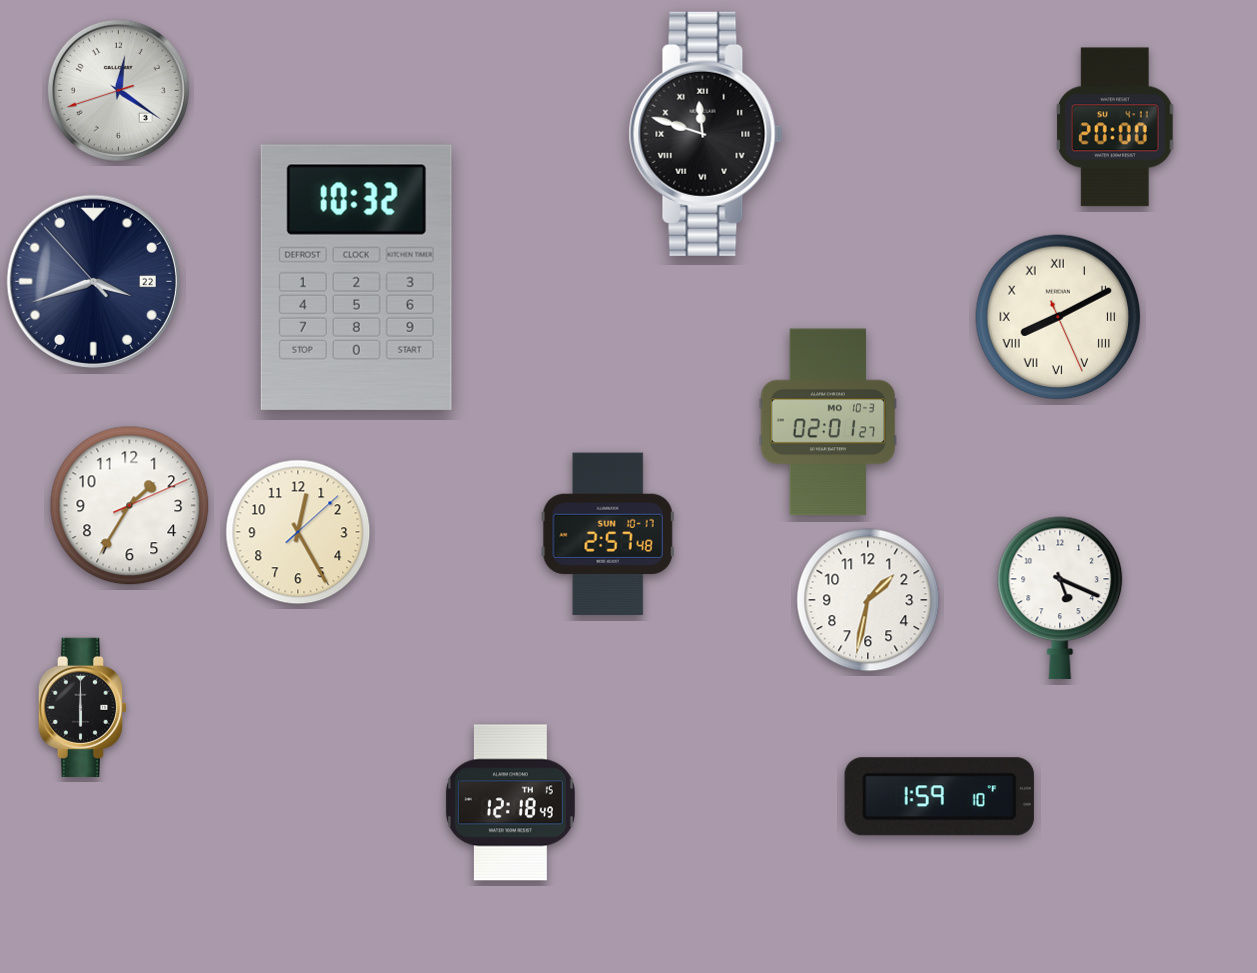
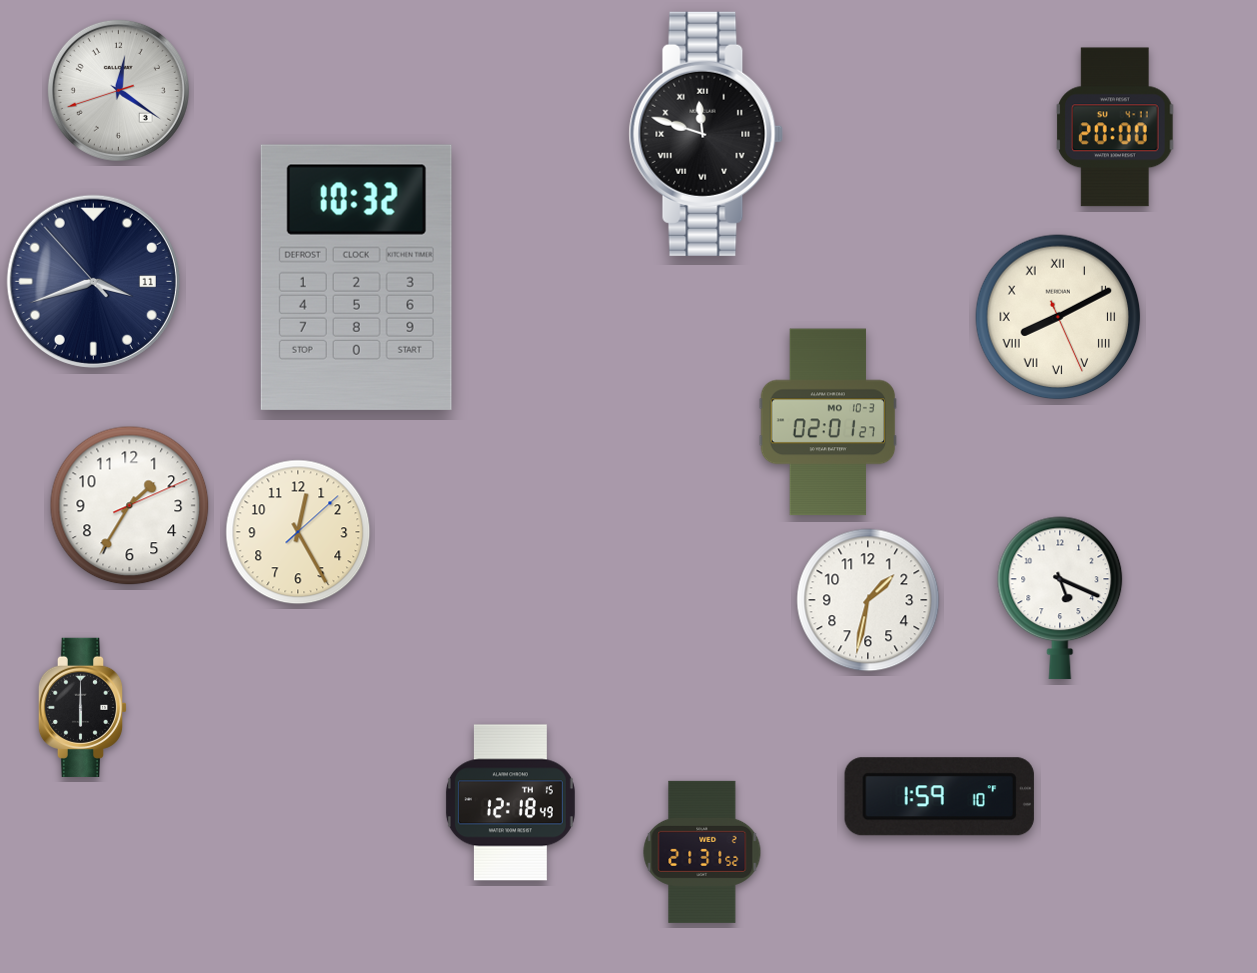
clock at (93, 281) date: 22 -> 11
clock at (608, 534): 2:57 -> none
clock at (702, 852): none -> 21:31
